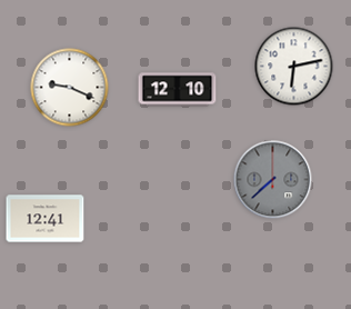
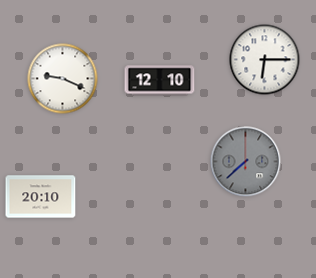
clock at (294, 67): 6:13 -> 6:15
clock at (46, 219): 12:41 -> 20:10
